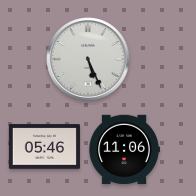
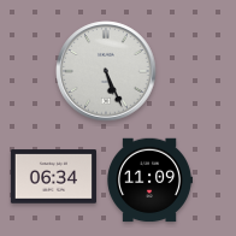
clock at (44, 147): 05:46 -> 06:34
clock at (124, 150): 11:06 -> 11:09
